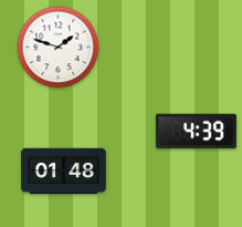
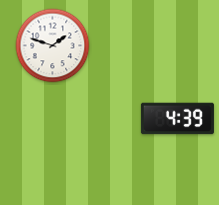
clock at (59, 48) position: (59, 48) -> (53, 46)
clock at (64, 172): 01:48 -> none
